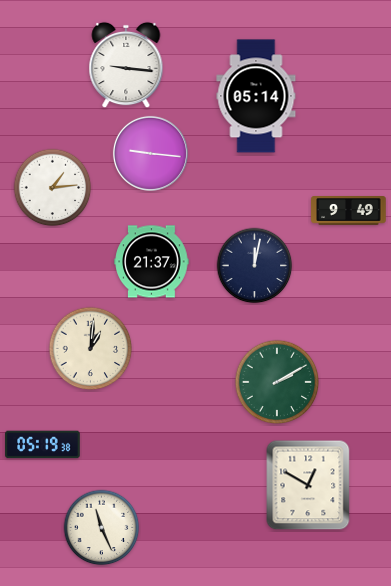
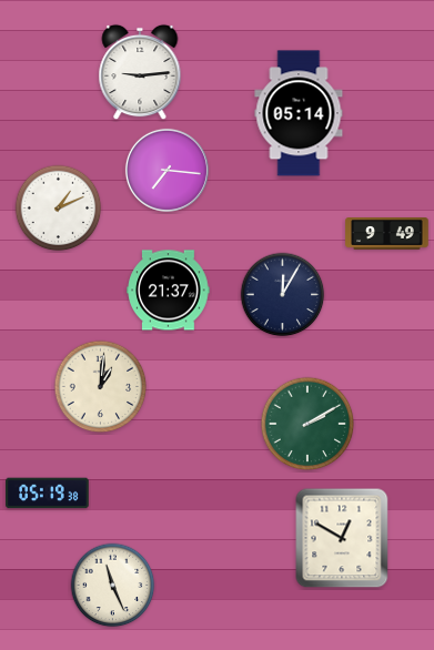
clock at (126, 65): 9:16 -> 9:14
clock at (256, 96) position: (256, 96) -> (299, 113)
clock at (150, 153): 9:16 -> 7:16
clock at (53, 188): 1:14 -> 1:11
clock at (255, 266): 12:02 -> 12:05
